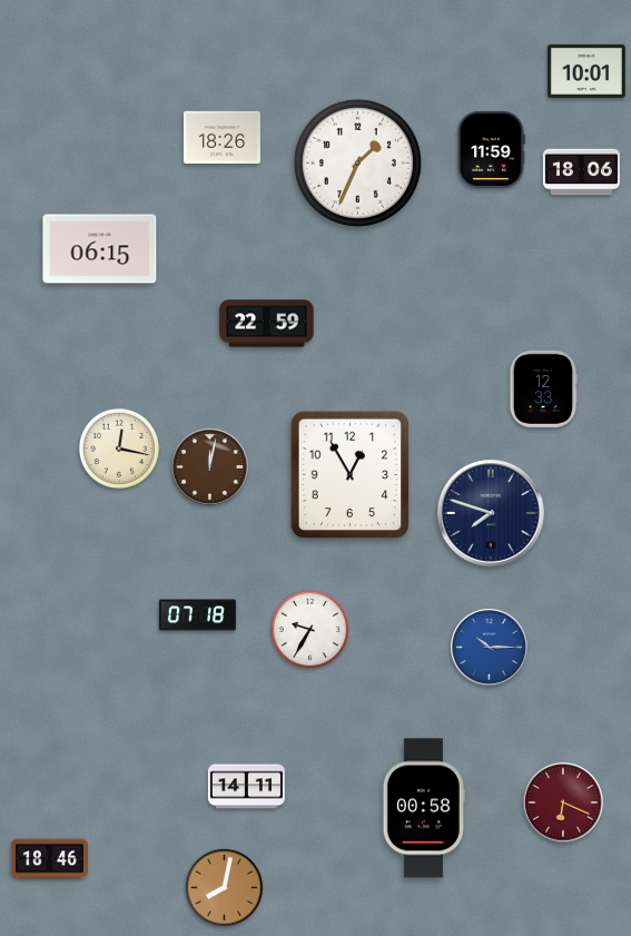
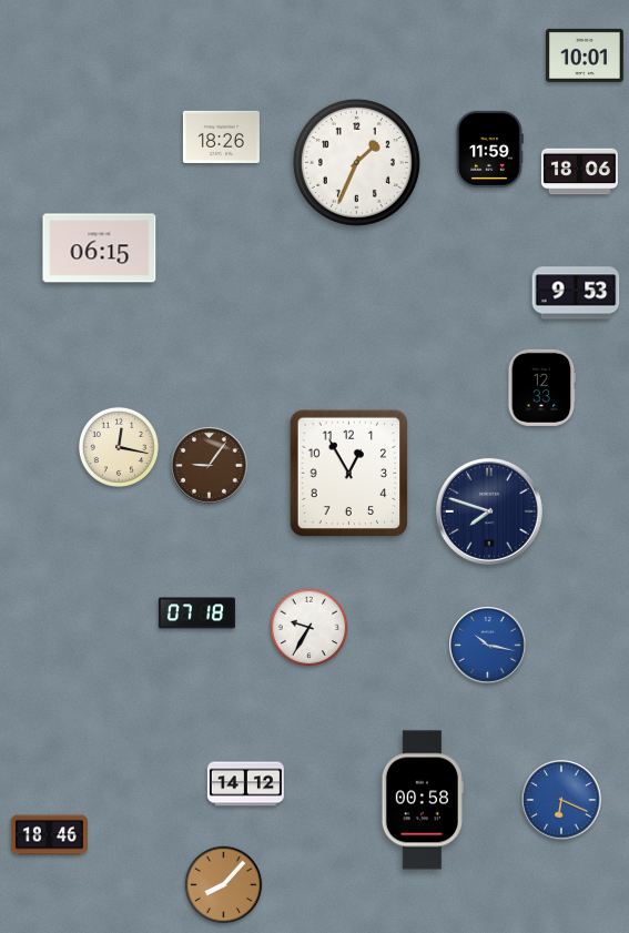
clock at (586, 71) position: (586, 71) -> (585, 55)
clock at (576, 293): none -> 9:53
clock at (267, 324): 22:59 -> none
clock at (210, 467): 12:02 -> 9:06
clock at (490, 648): 10:15 -> 10:17
clock at (246, 787): 14:11 -> 14:12
clock at (563, 802) dial: burgundy -> blue
clock at (424, 808) position: (424, 808) -> (423, 800)
clock at (49, 859) position: (49, 859) -> (49, 835)
clock at (225, 888): 8:02 -> 8:07
